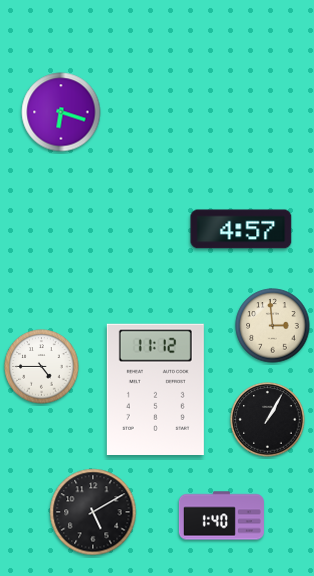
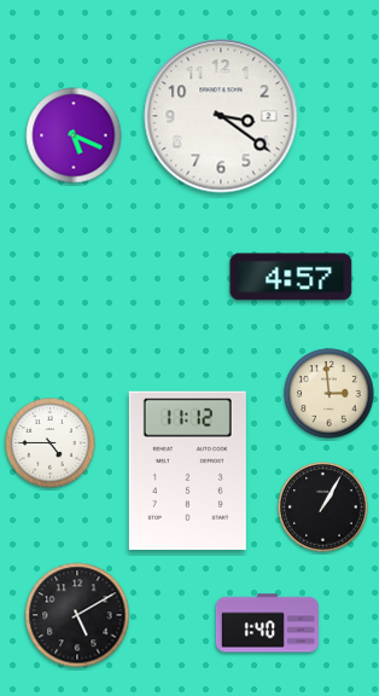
clock at (221, 116): none -> 3:21
clock at (61, 112): 6:18 -> 5:19
clock at (93, 512) position: (93, 512) -> (77, 615)
